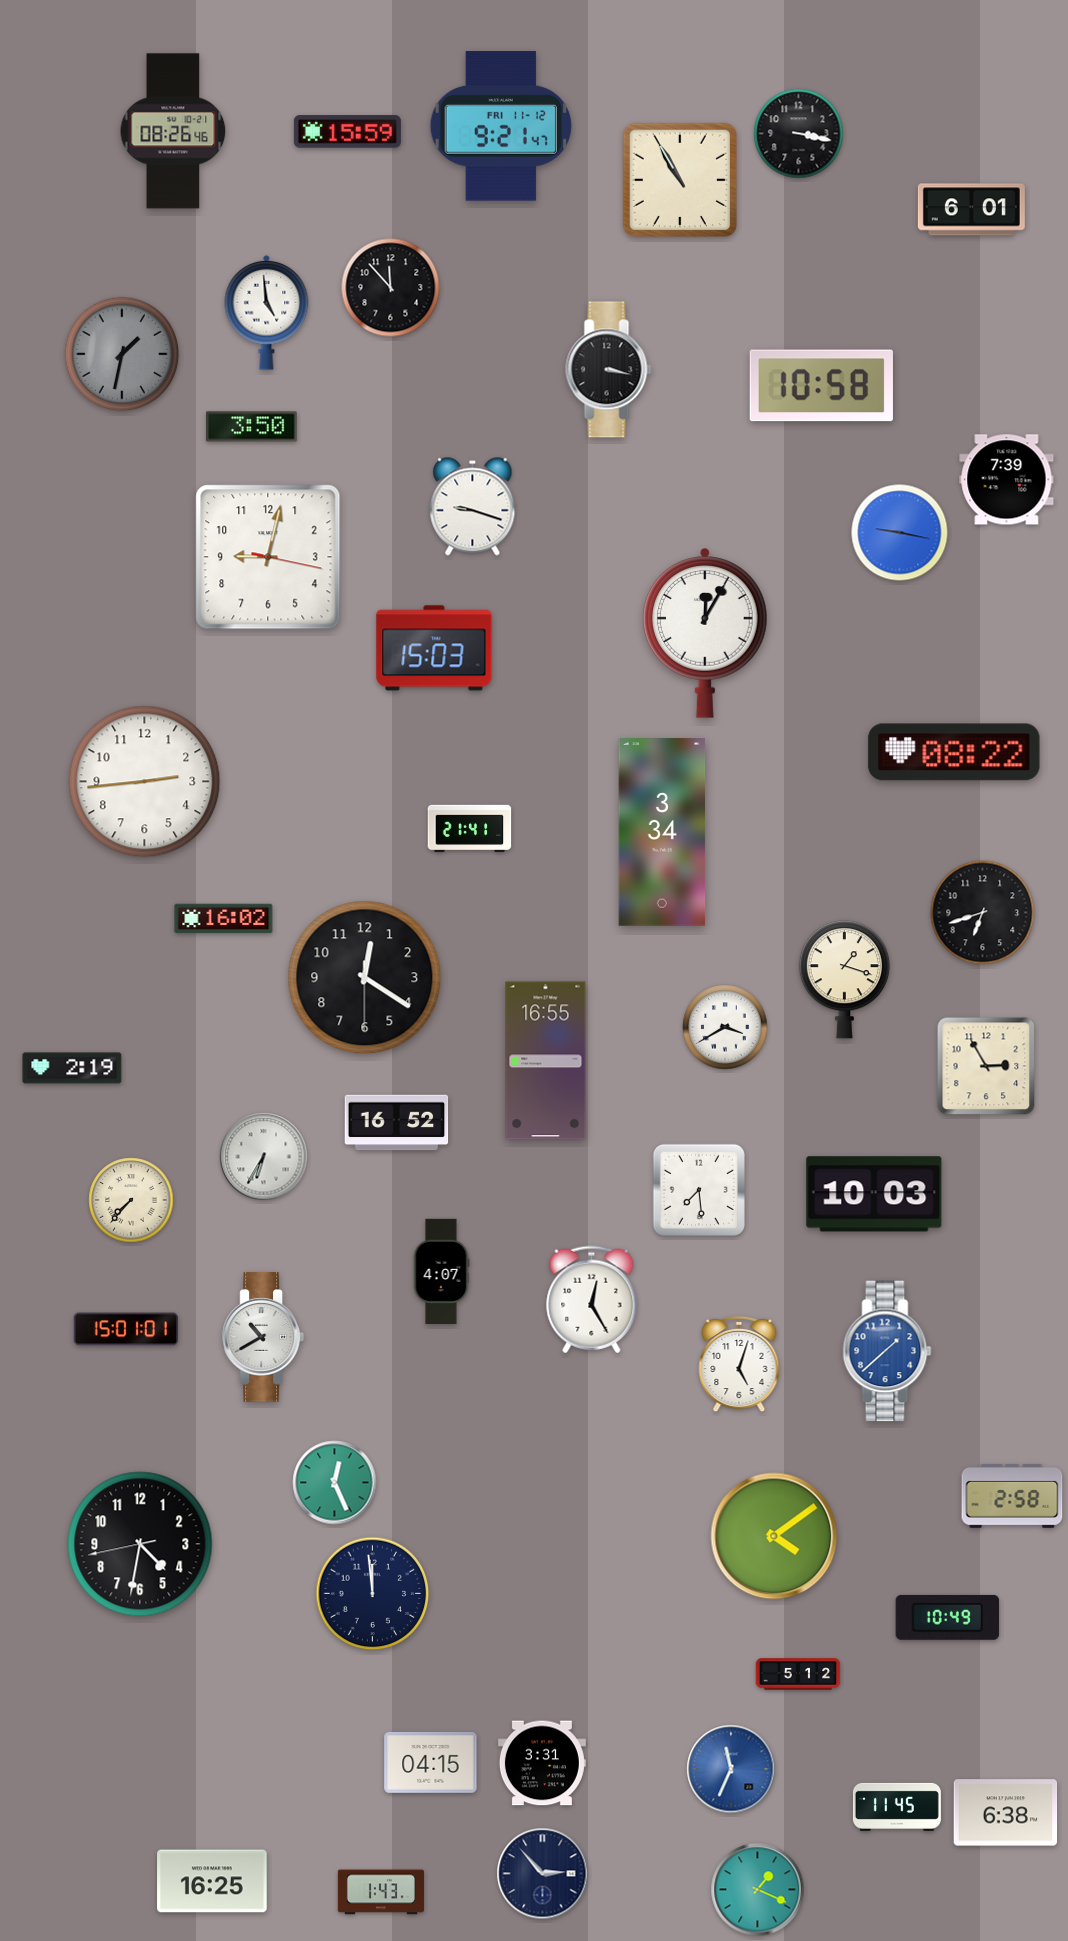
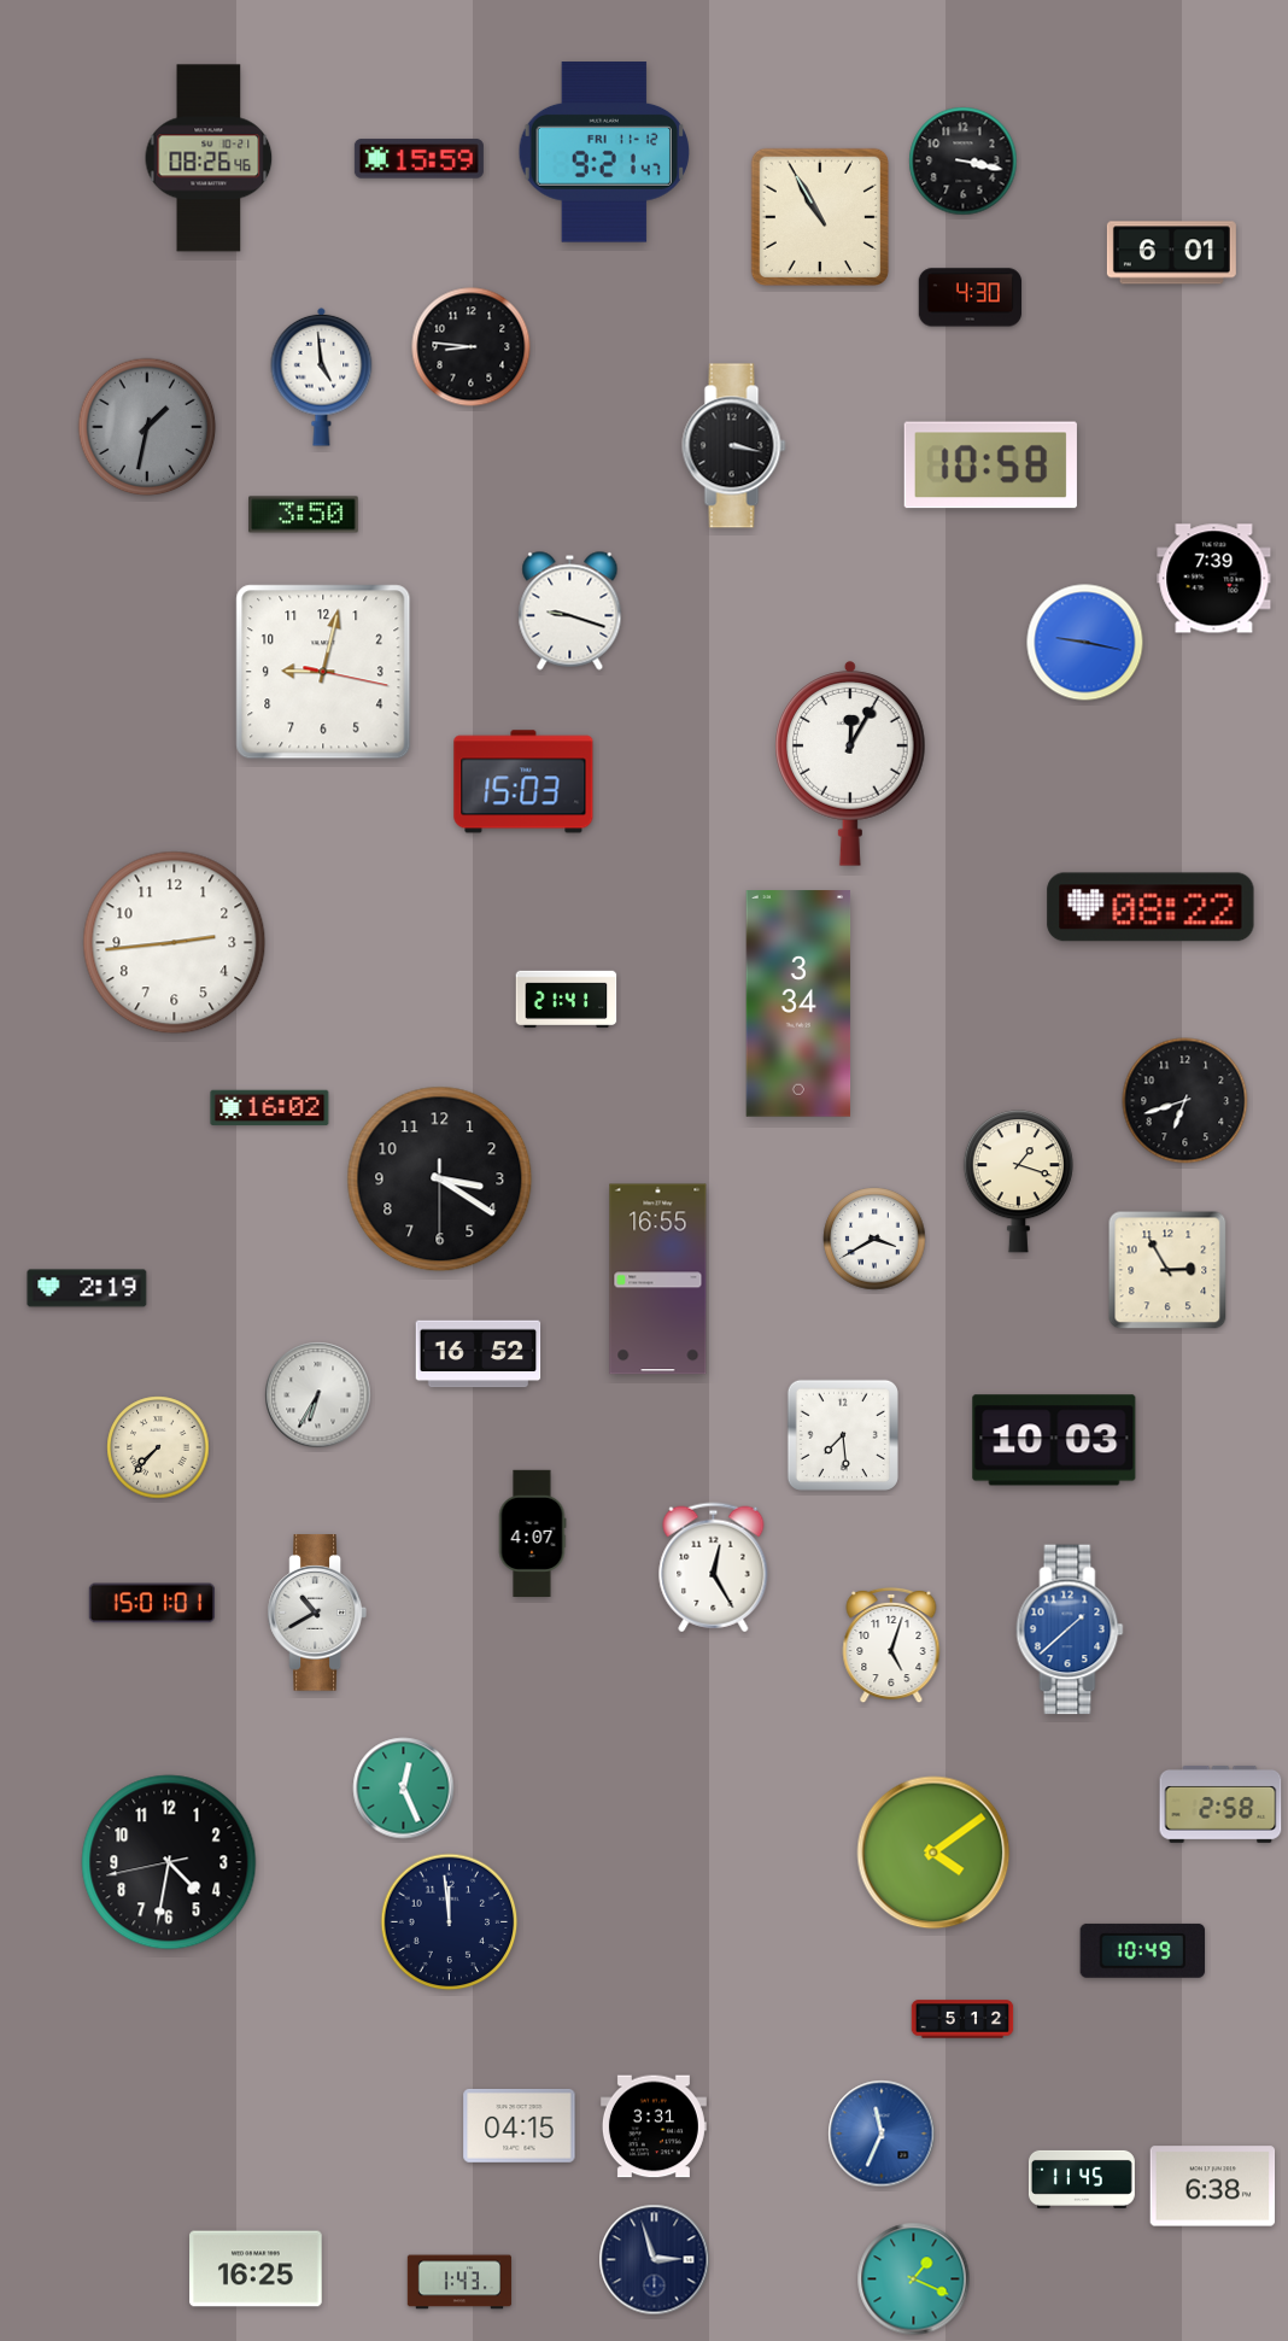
clock at (970, 298): none -> 4:30
clock at (391, 288): 11:53 -> 8:46
clock at (365, 978): 12:20 -> 3:20
clock at (986, 1066) position: (986, 1066) -> (1167, 1270)
clock at (543, 1874): 2:53 -> 2:57
